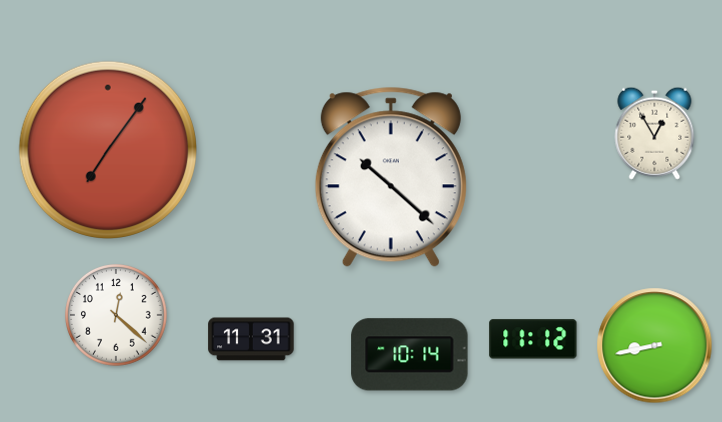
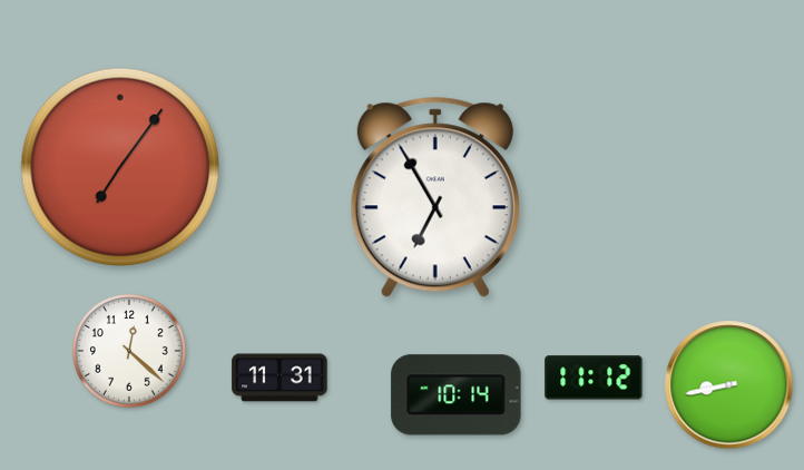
clock at (655, 133): 12:55 -> none
clock at (391, 177): 10:22 -> 6:55
